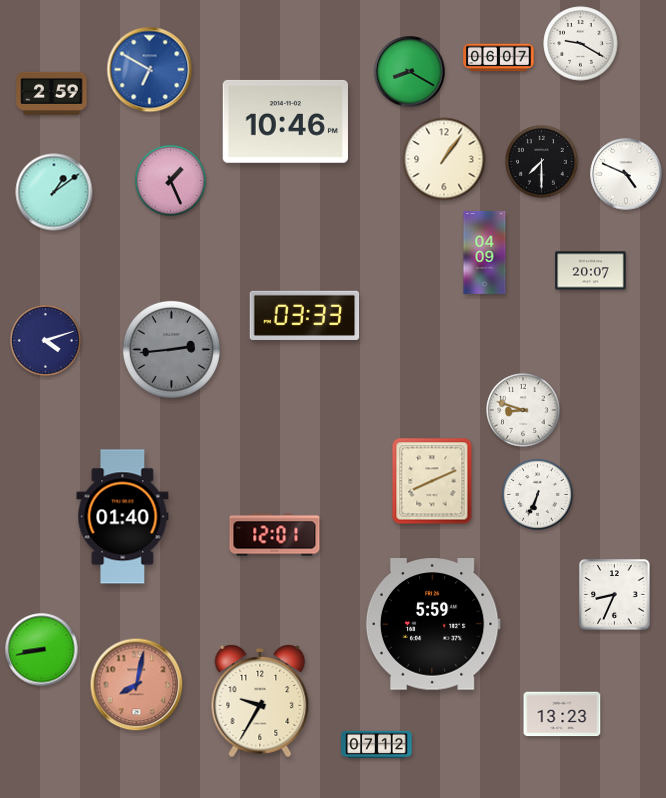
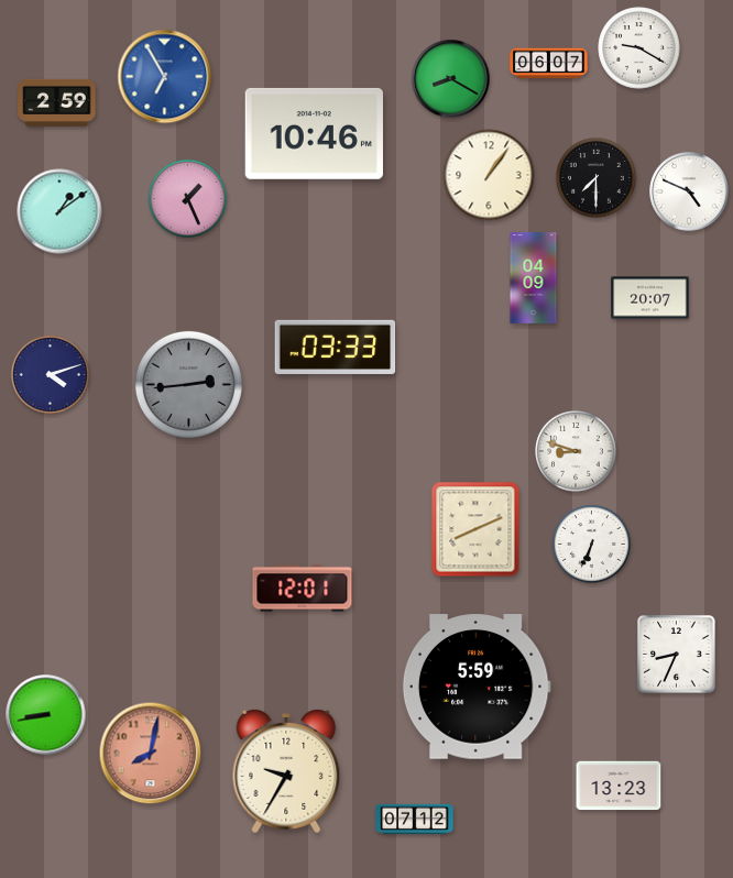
clock at (150, 70): 6:50 -> 6:55
clock at (123, 517): 01:40 -> none
